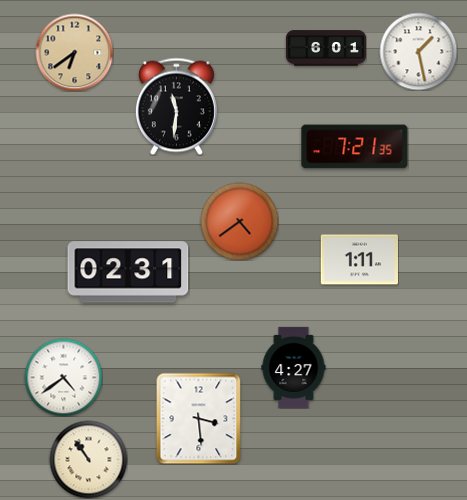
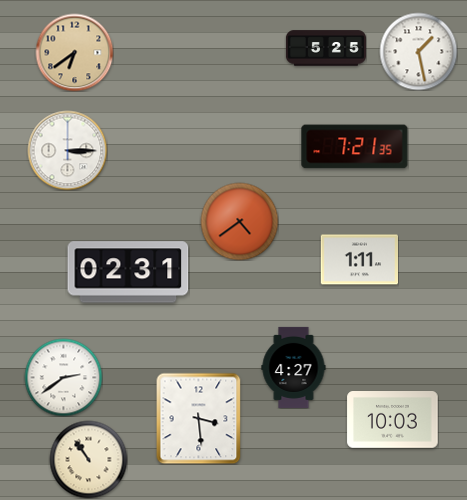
clock at (326, 48): 6:01 -> 5:25
clock at (176, 106): 11:31 -> none
clock at (67, 150): none -> 3:15
clock at (63, 377): 4:39 -> 2:39
clock at (393, 420): none -> 10:03
